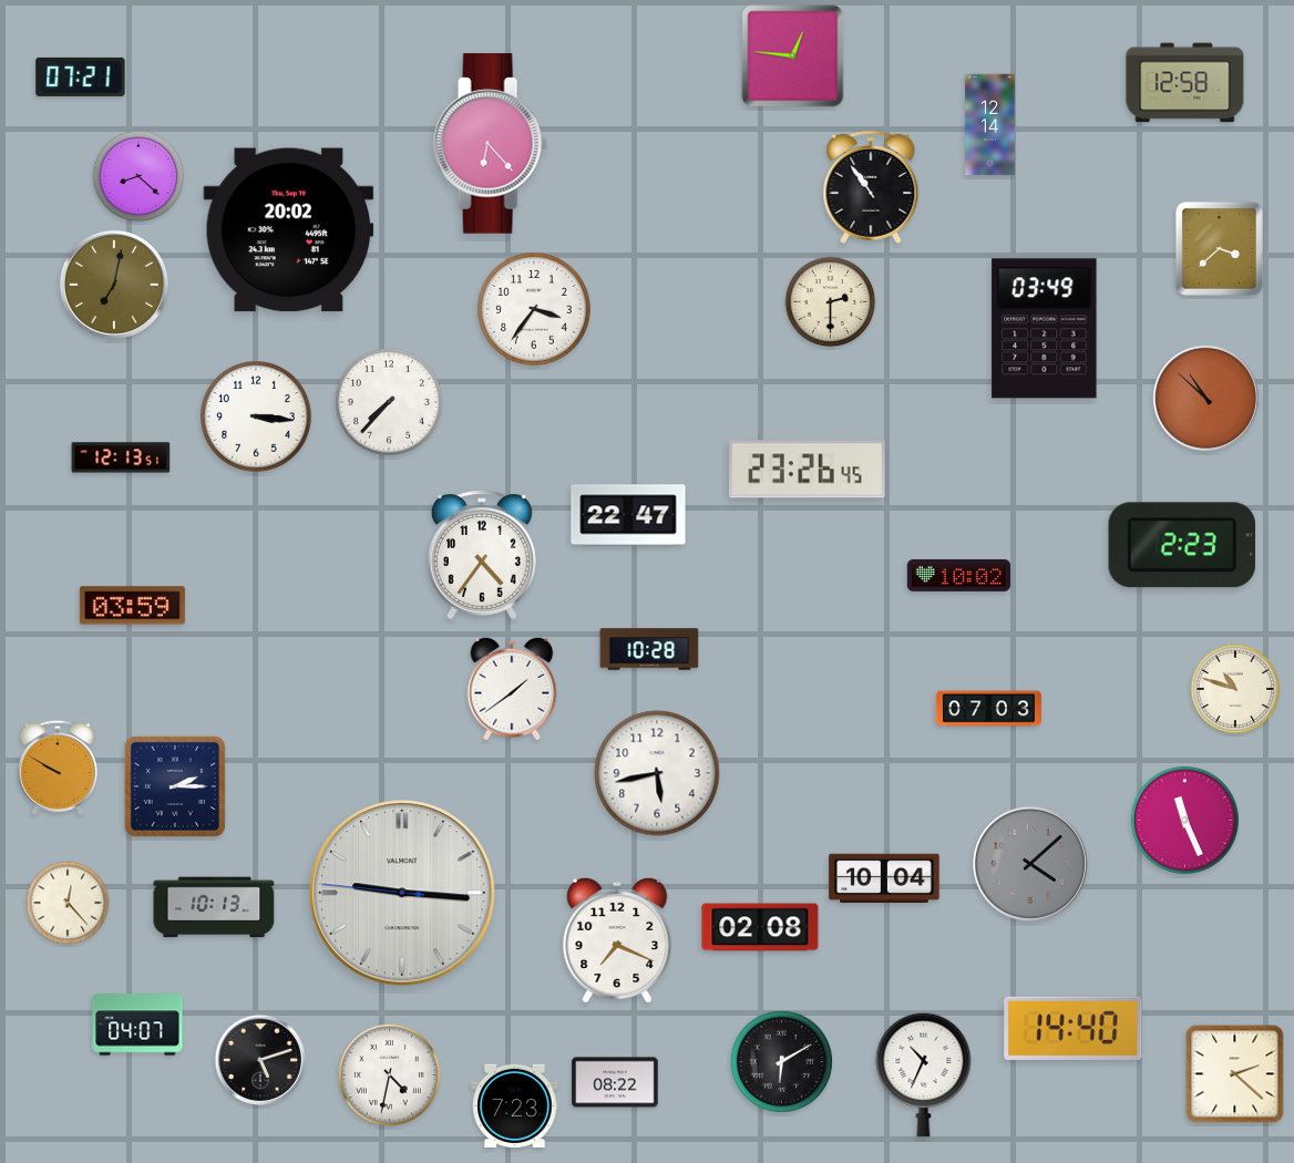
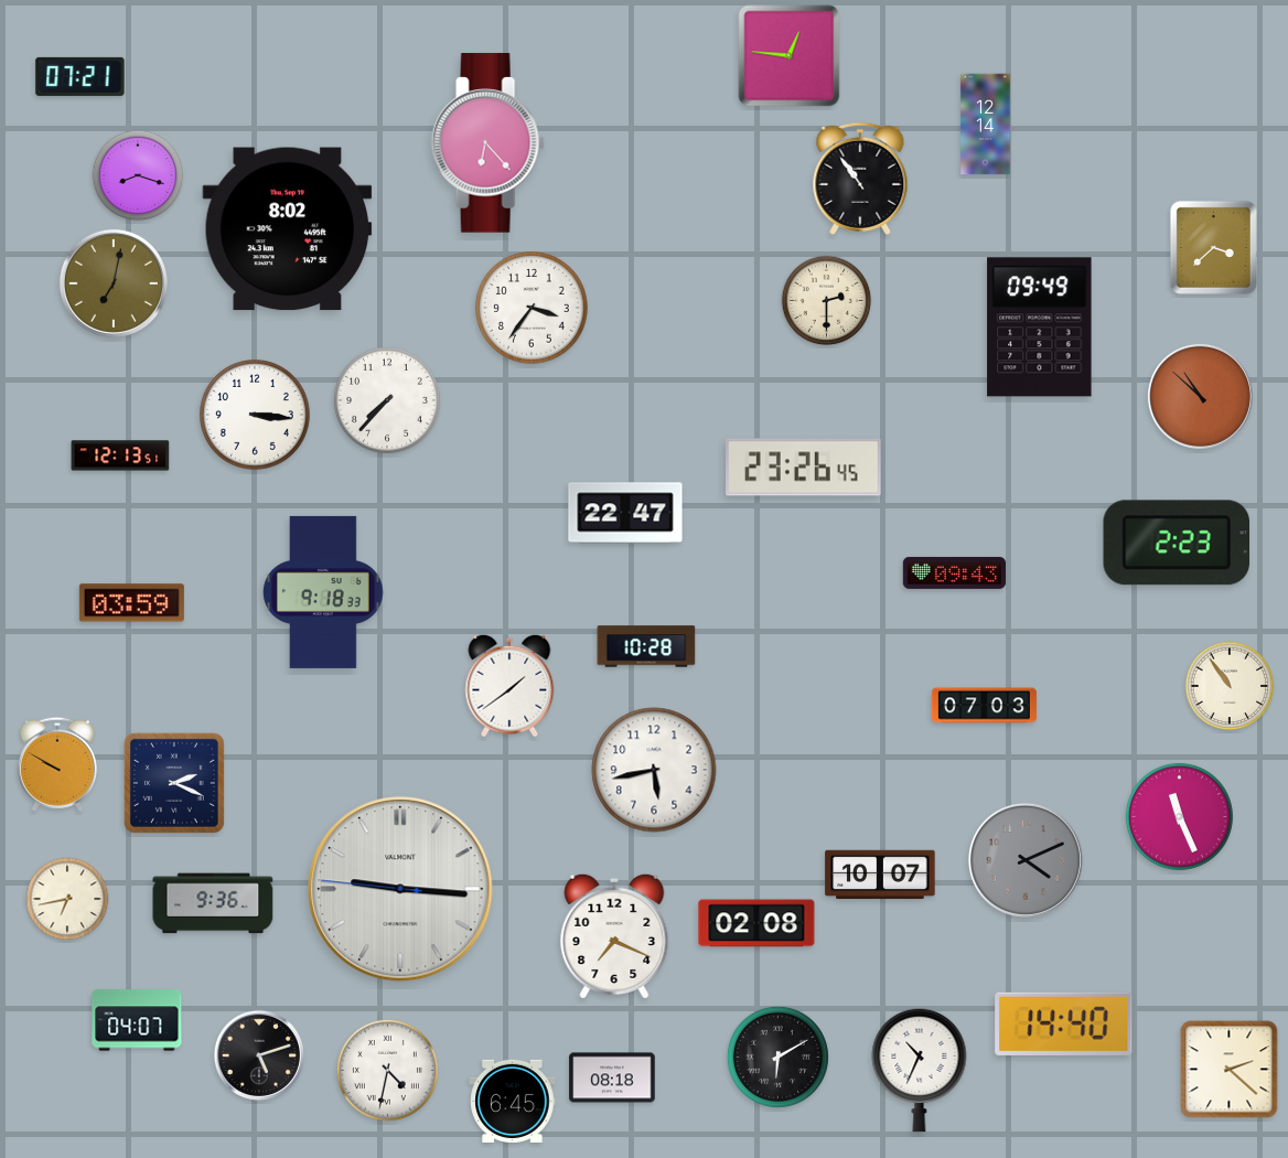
clock at (1185, 83): 12:58 -> none
clock at (138, 176): 8:22 -> 8:18
clock at (871, 187) position: (871, 187) -> (860, 179)
clock at (289, 230): 20:02 -> 8:02
clock at (1045, 329): 03:49 -> 09:49
clock at (482, 555): 4:36 -> none
clock at (958, 575): 10:02 -> 09:43
clock at (323, 592): none -> 9:18
clock at (1235, 689): 10:48 -> 10:54
clock at (175, 786): 2:15 -> 2:19
clock at (1030, 864): 4:08 -> 4:11
clock at (884, 877): 10:04 -> 10:07
clock at (68, 903): 12:23 -> 6:43
clock at (214, 907): 10:13 -> 9:36
clock at (1074, 1028) position: (1074, 1028) -> (1064, 1023)
clock at (615, 1082): 08:22 -> 08:18
clock at (515, 1105): 7:23 -> 6:45
